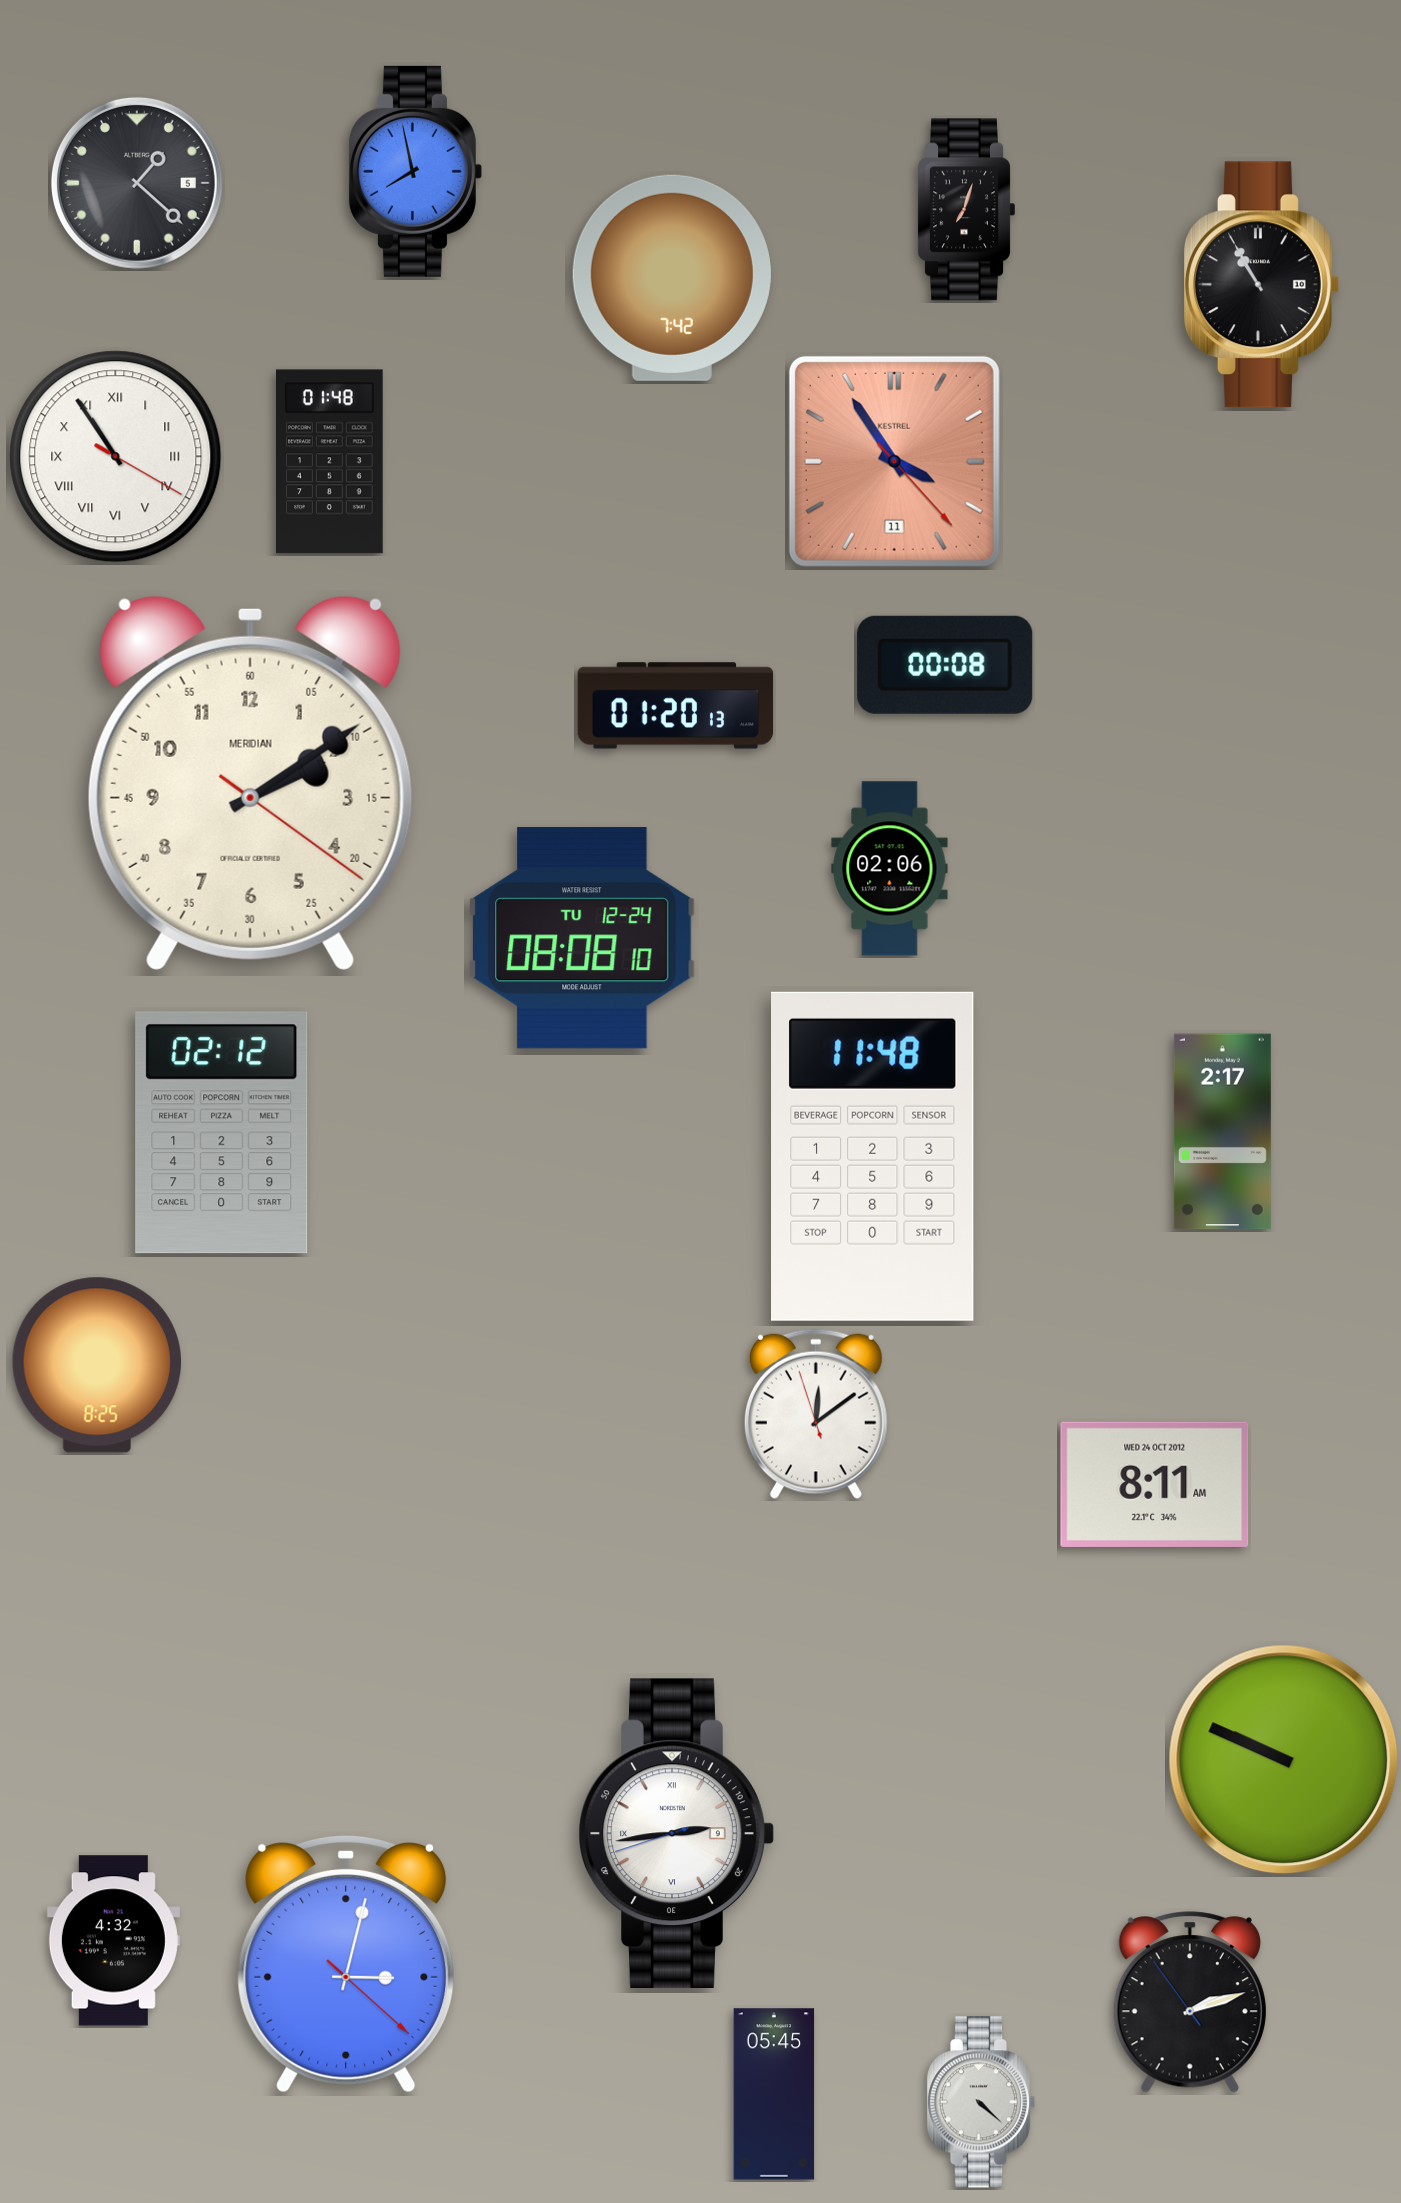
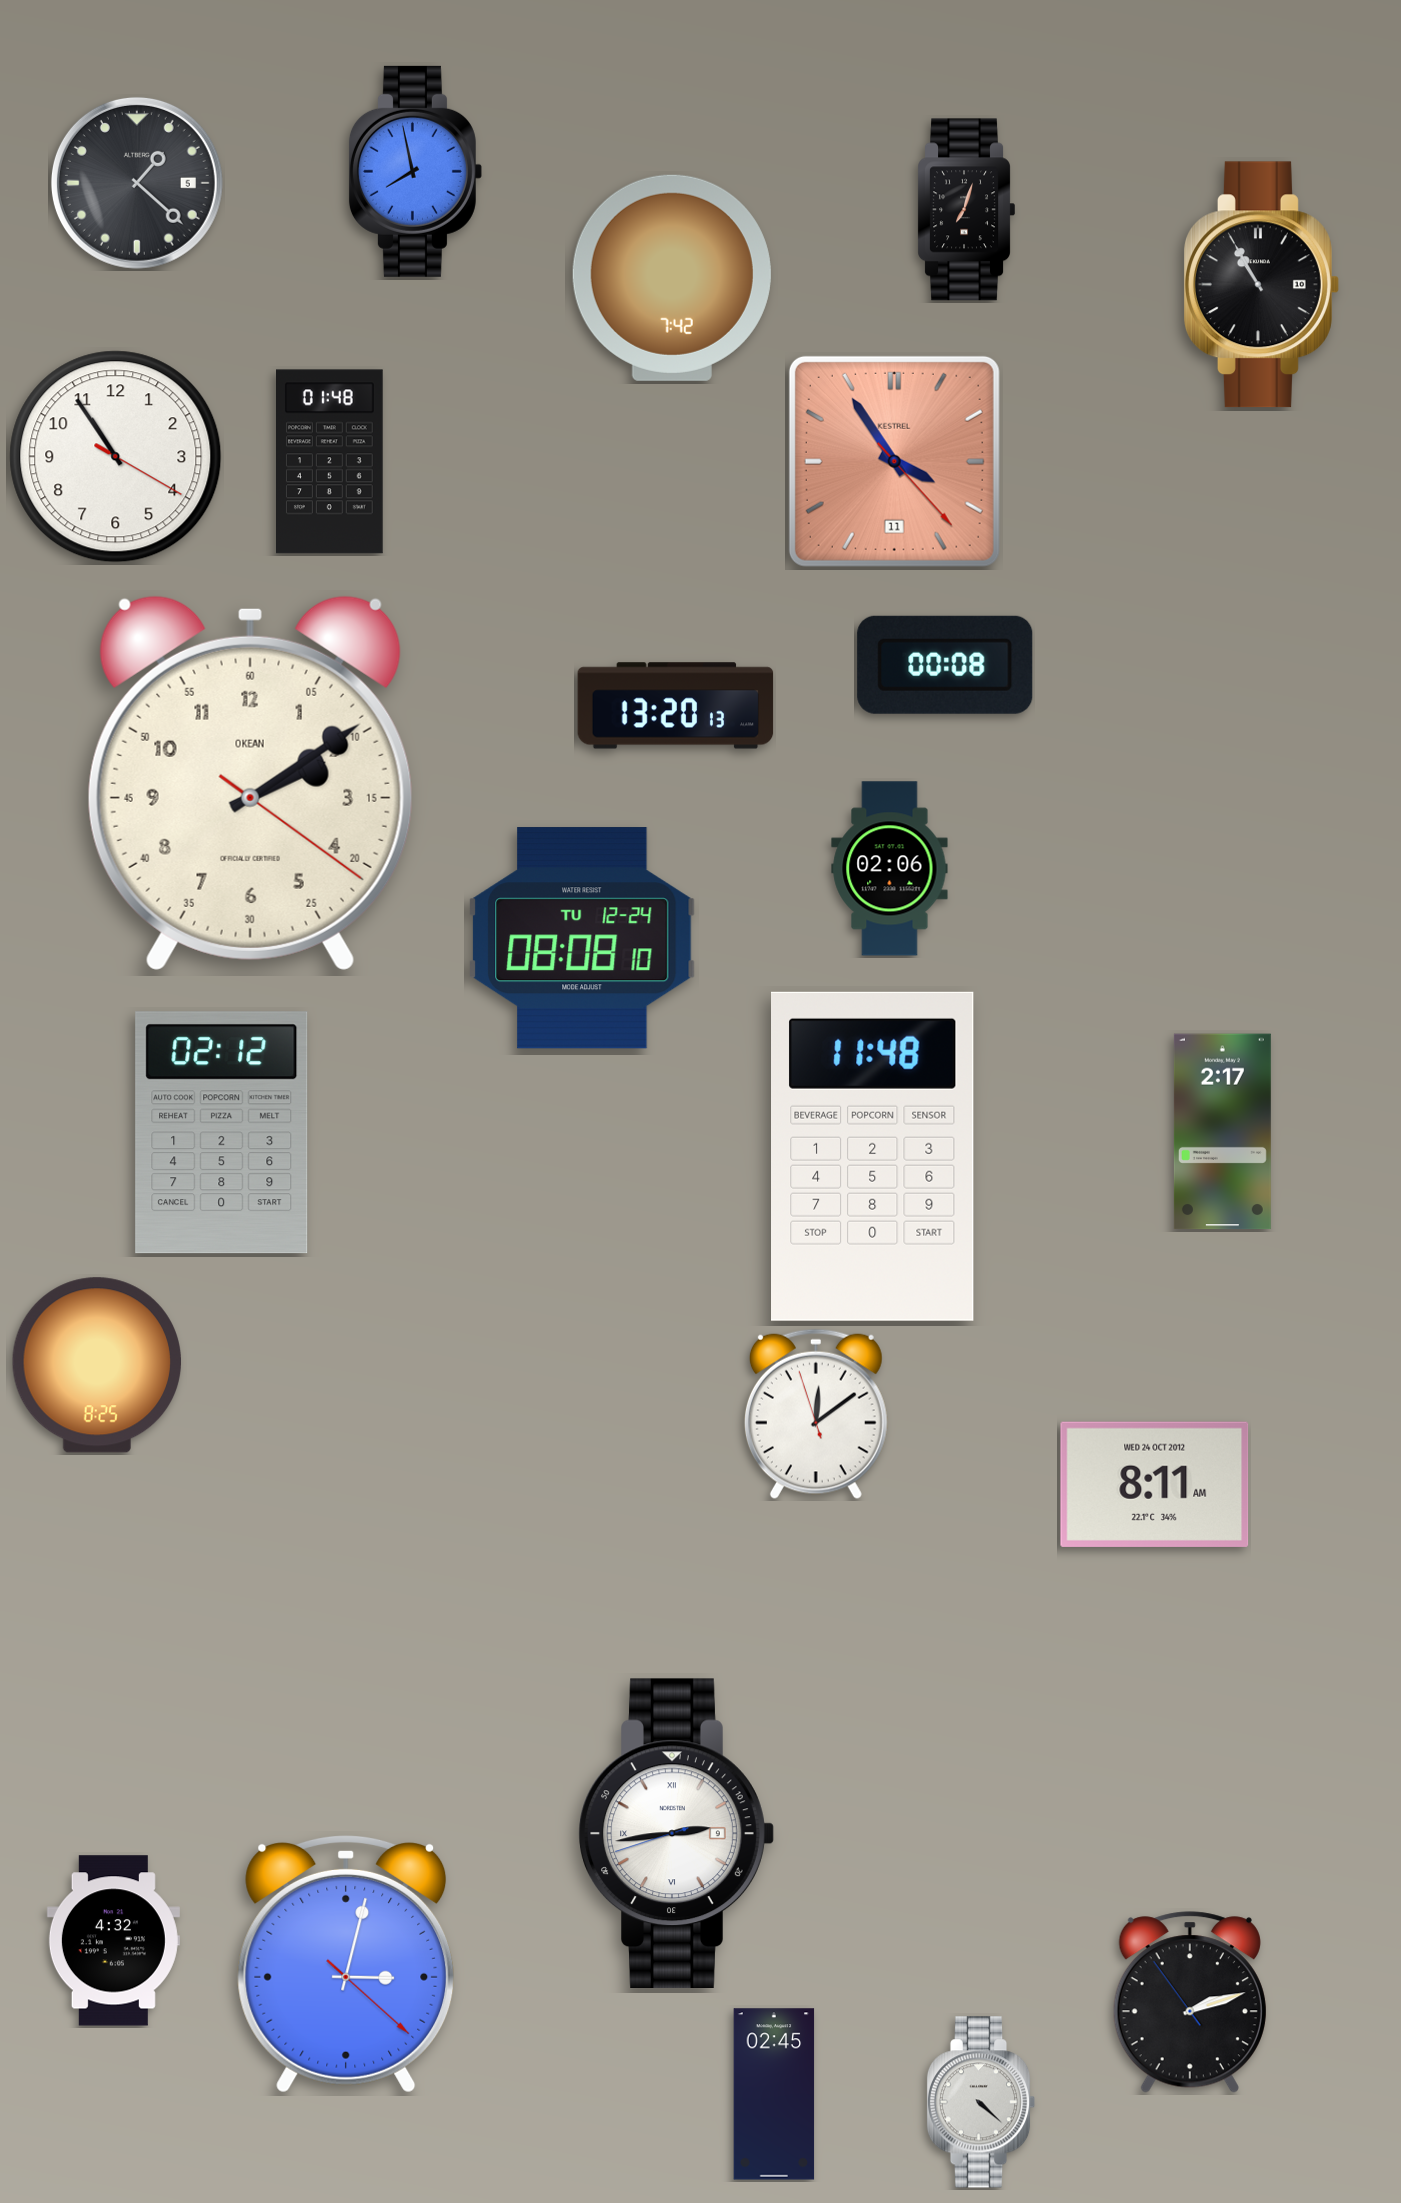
clock at (116, 457) numerals: Roman -> Arabic
clock at (676, 706): 01:20 -> 13:20
clock at (250, 783) brand: MERIDIAN -> OKEAN
clock at (1284, 1760): 9:49 -> none
clock at (774, 2094): 05:45 -> 02:45
